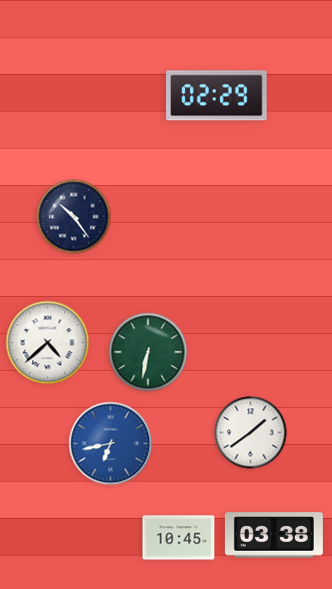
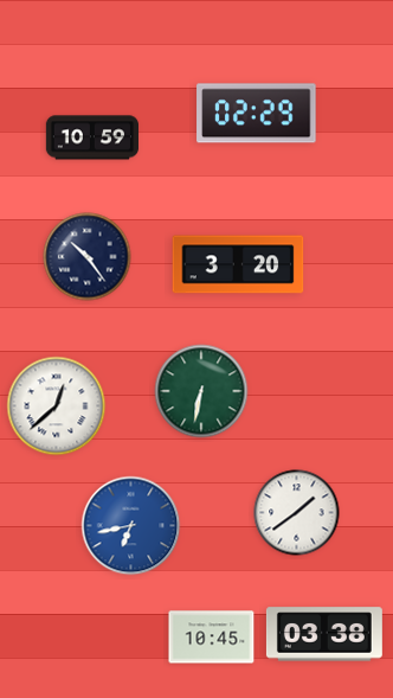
clock at (91, 137): none -> 10:59
clock at (238, 264): none -> 3:20
clock at (48, 343): 4:38 -> 12:38
clock at (148, 352) position: (148, 352) -> (201, 391)
